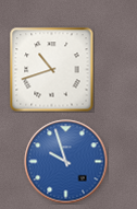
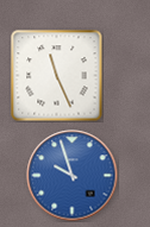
clock at (52, 70): 10:42 -> 11:26
